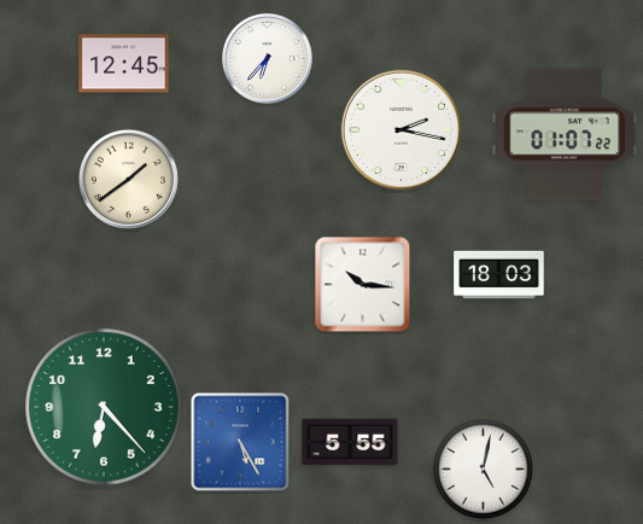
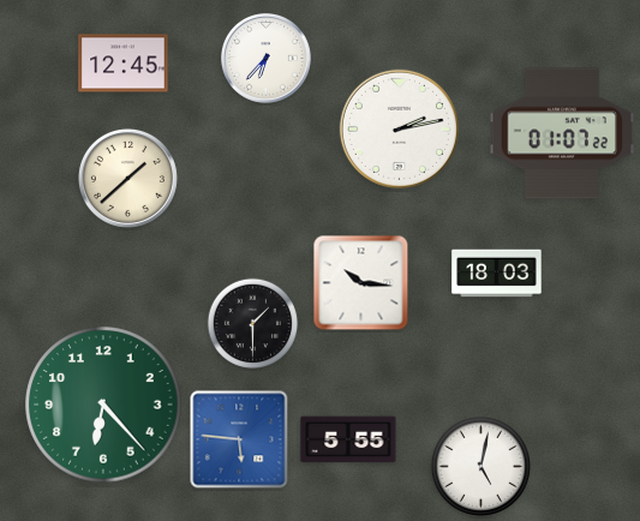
clock at (401, 129): 2:17 -> 2:13
clock at (128, 179): 1:39 -> 1:38
clock at (252, 323): none -> 1:30
clock at (240, 442): 5:25 -> 5:46
